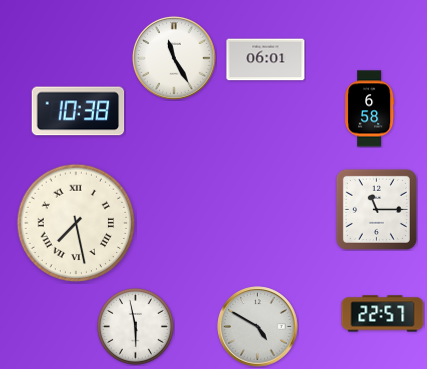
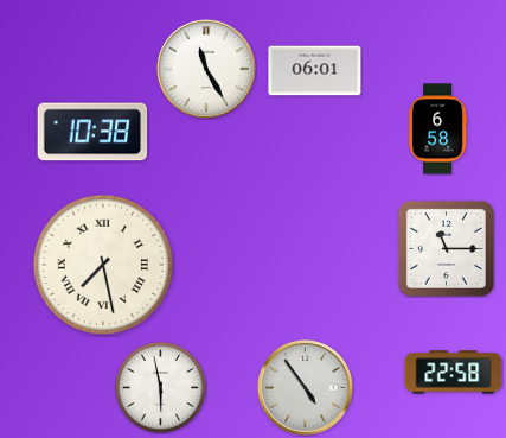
clock at (76, 223) position: (76, 223) -> (103, 265)
clock at (383, 314): 22:57 -> 22:58
clock at (258, 327): 4:50 -> 4:54
